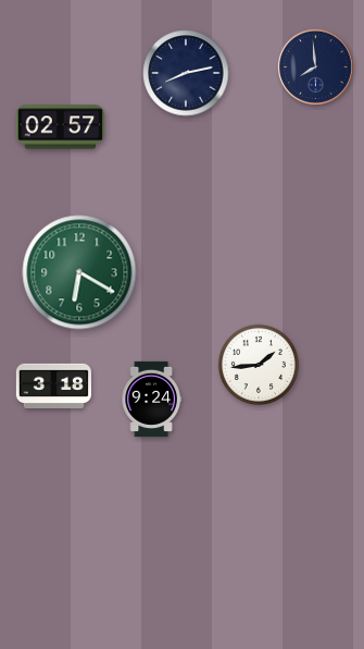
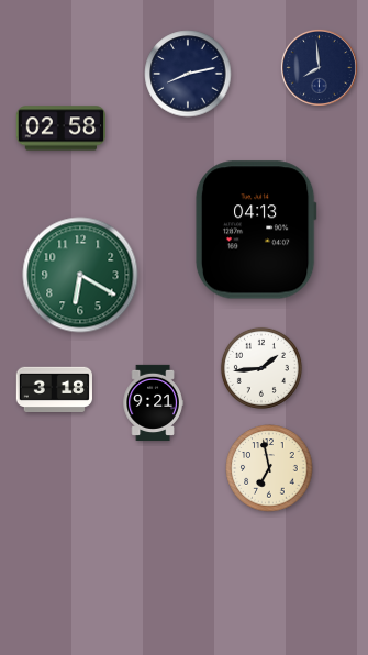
clock at (61, 127): 02:57 -> 02:58
clock at (256, 230): none -> 04:13
clock at (151, 399): 9:24 -> 9:21
clock at (269, 468): none -> 6:58
